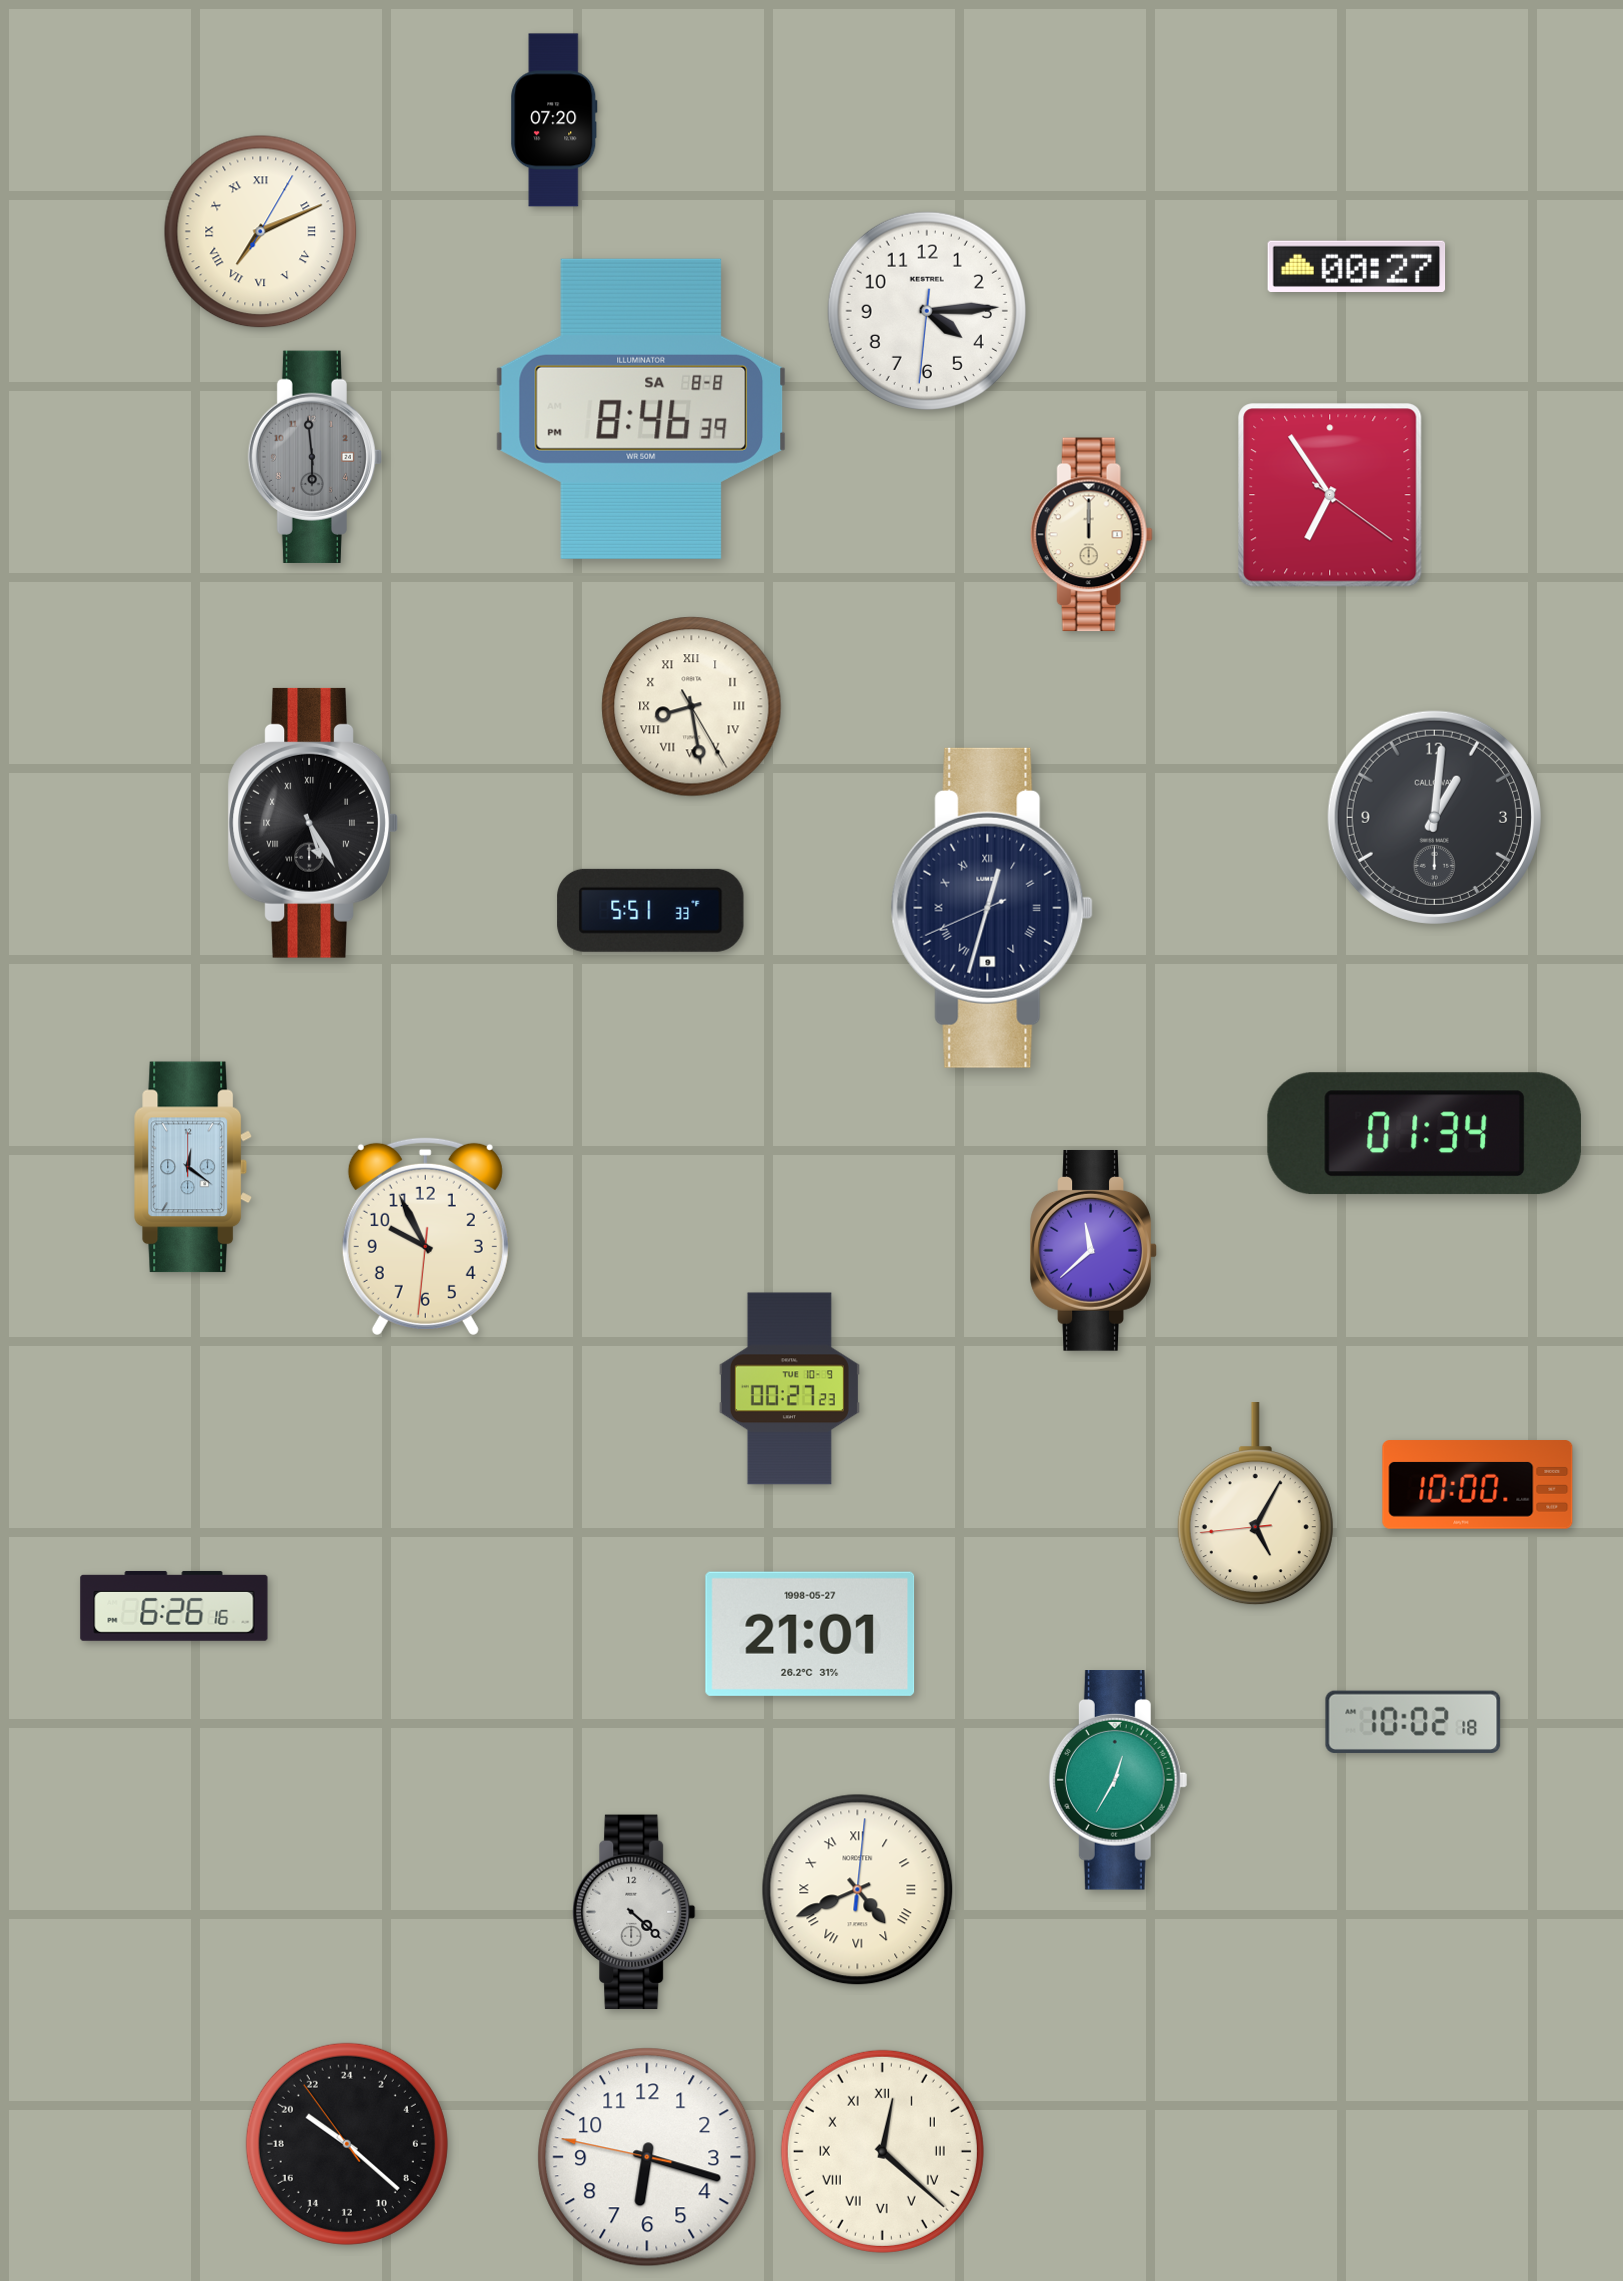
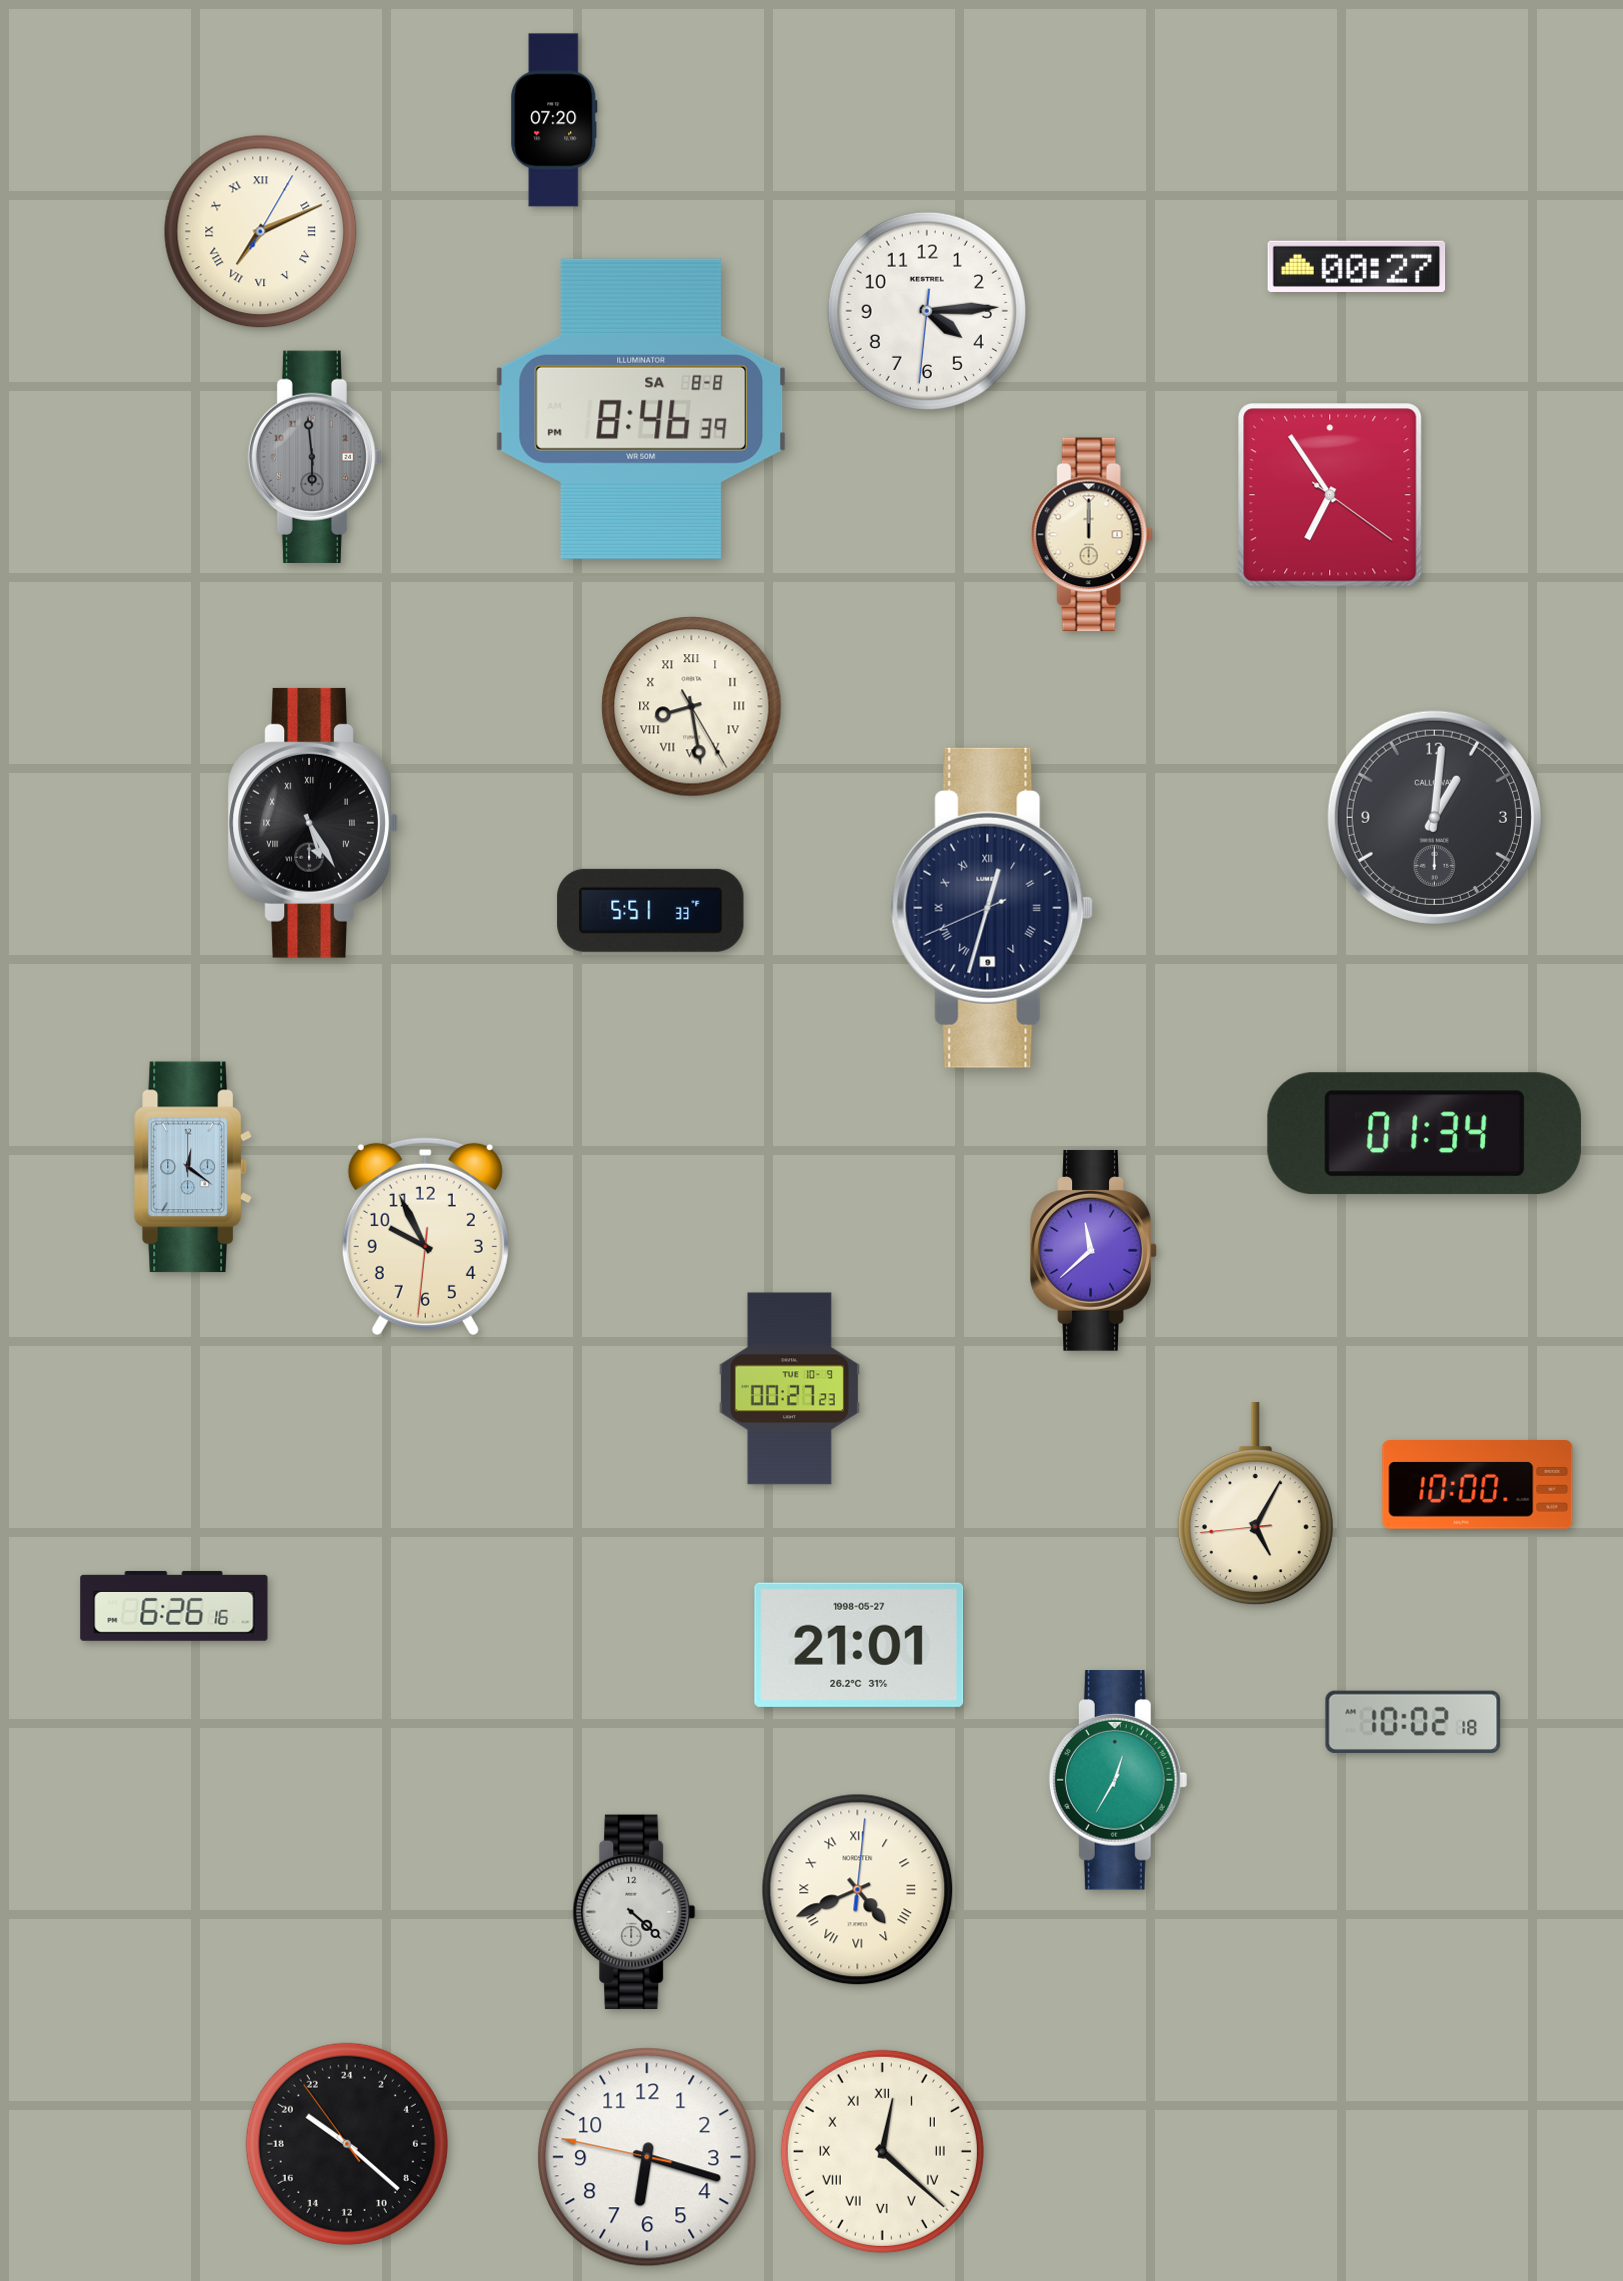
clock at (810, 1634) position: (810, 1634) -> (859, 1645)
